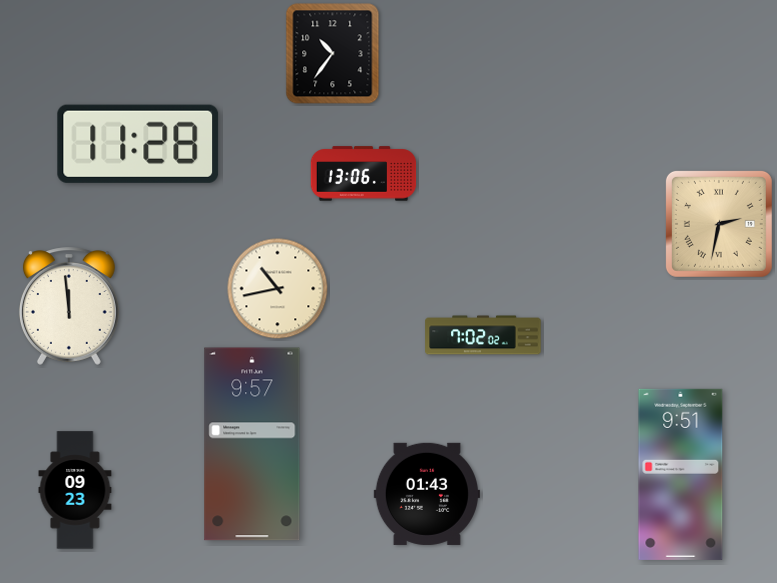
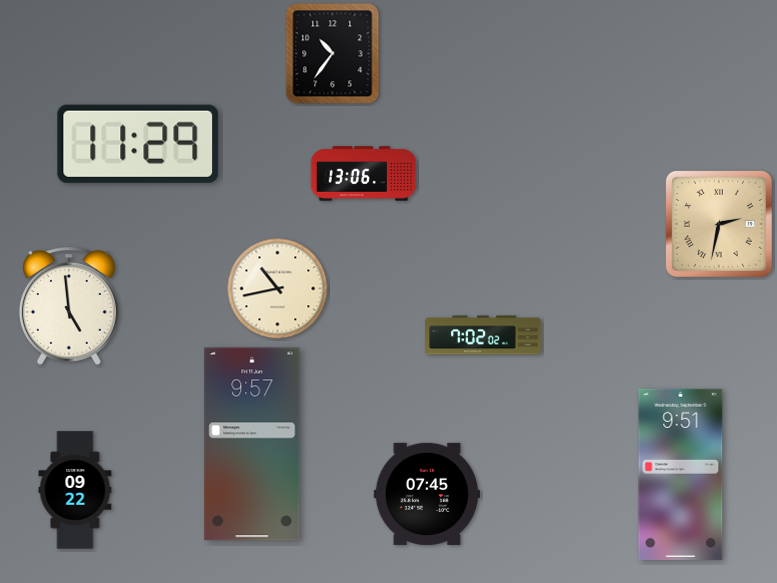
clock at (138, 144): 11:28 -> 11:29
clock at (69, 306): 11:59 -> 4:59
clock at (75, 490): 09:23 -> 09:22
clock at (427, 494): 01:43 -> 07:45
